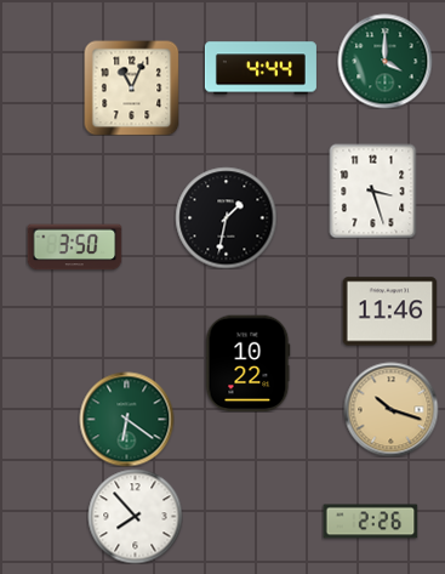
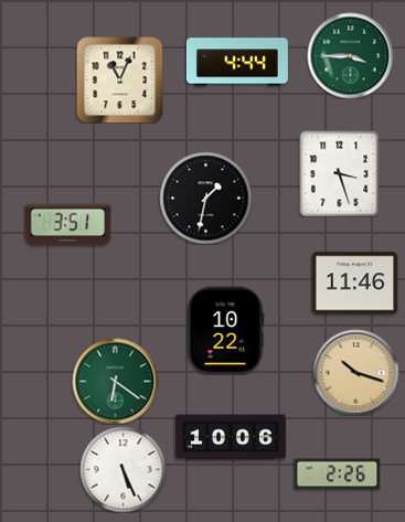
clock at (384, 61): 4:00 -> 3:45
clock at (74, 248): 3:50 -> 3:51
clock at (231, 437): none -> 10:06
clock at (135, 516): 7:53 -> 5:26
